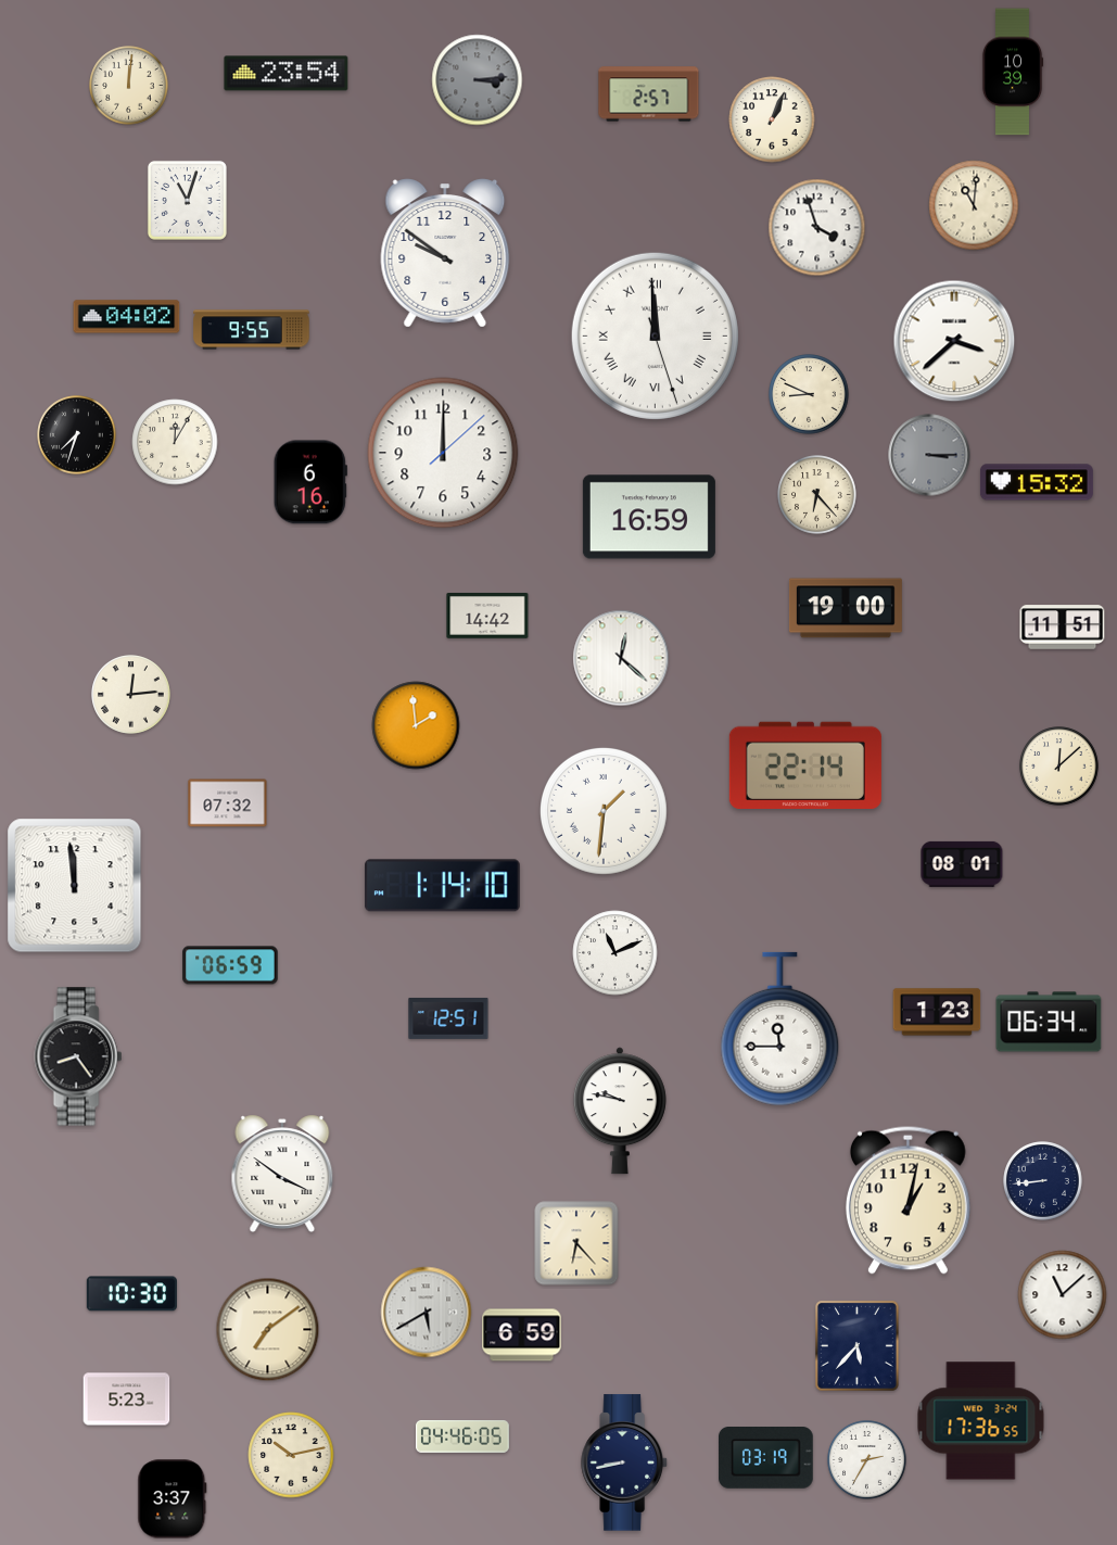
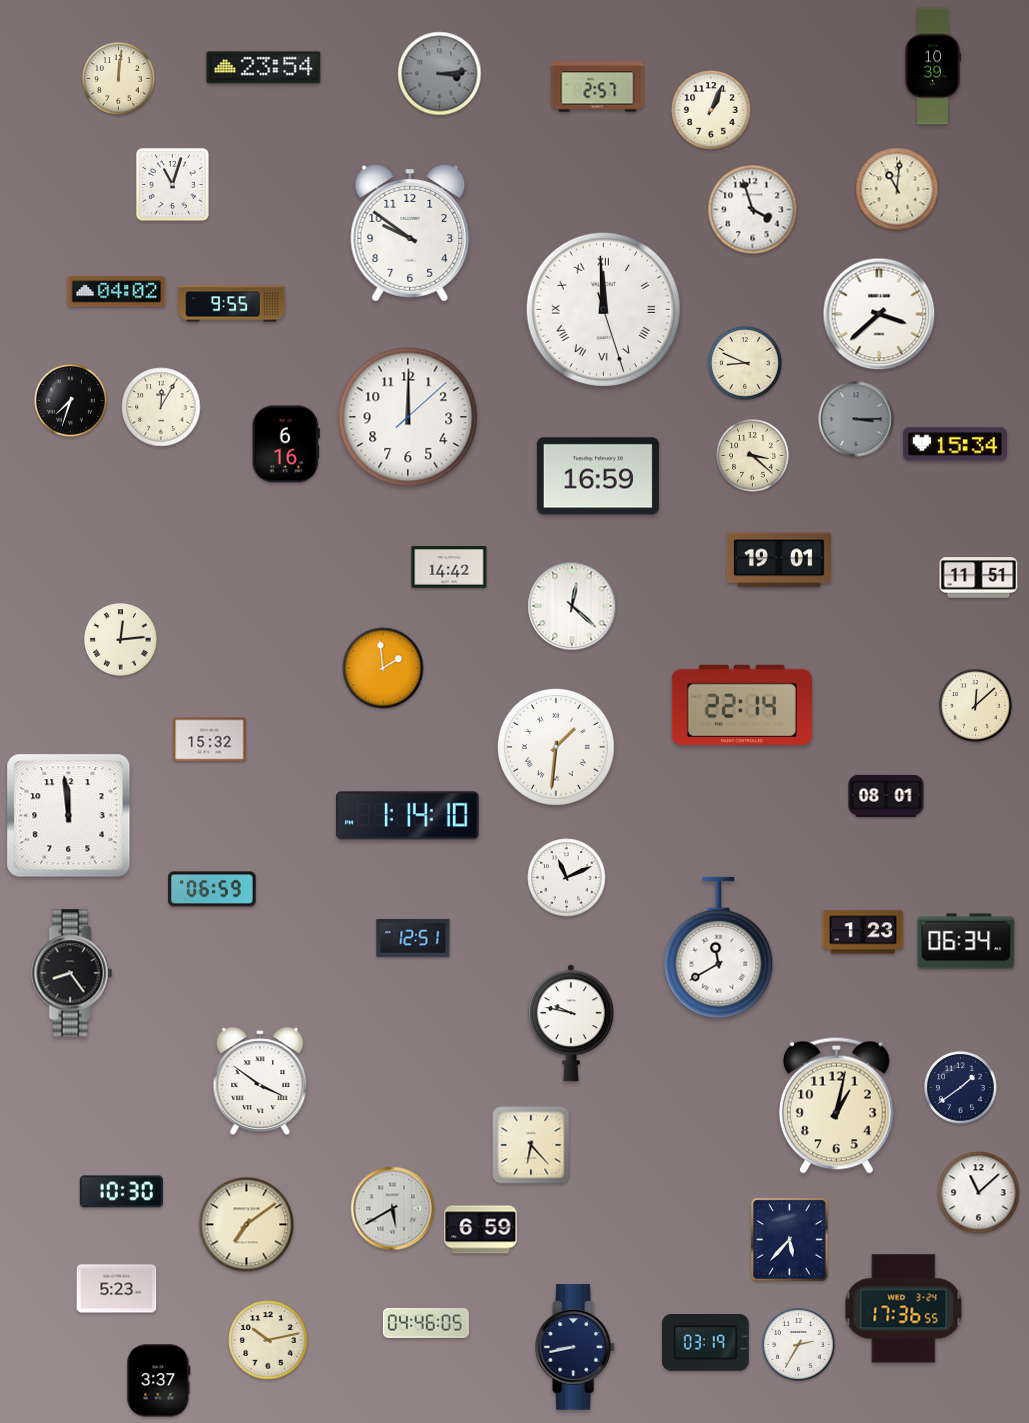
clock at (1037, 482): 15:32 -> 15:34
clock at (817, 495): 6:23 -> 3:22
clock at (846, 608): 19:00 -> 19:01
clock at (228, 803): 07:32 -> 15:32
clock at (780, 1029): 11:45 -> 11:40
clock at (1043, 1181): 8:44 -> 1:39
